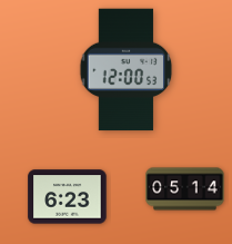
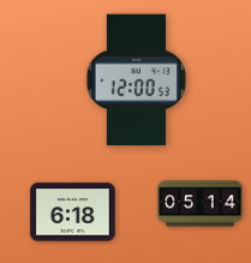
clock at (127, 70) position: (127, 70) -> (137, 80)
clock at (68, 197): 6:23 -> 6:18
